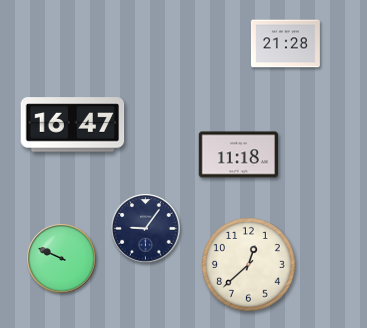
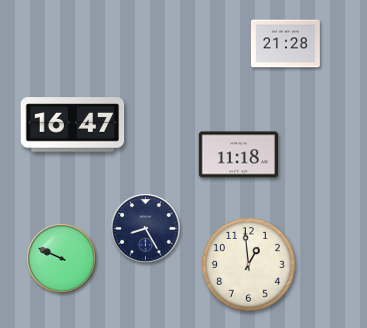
clock at (146, 229): 9:06 -> 8:25
clock at (249, 265): 12:38 -> 12:59
